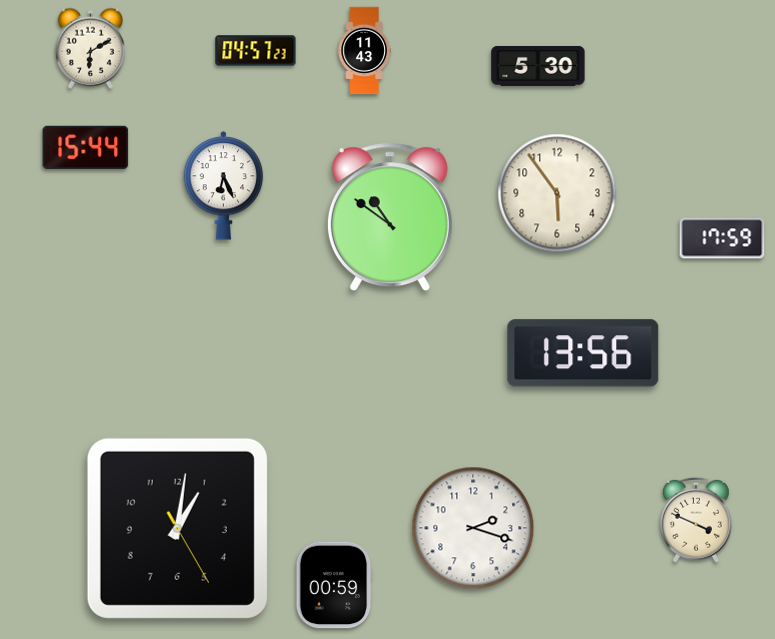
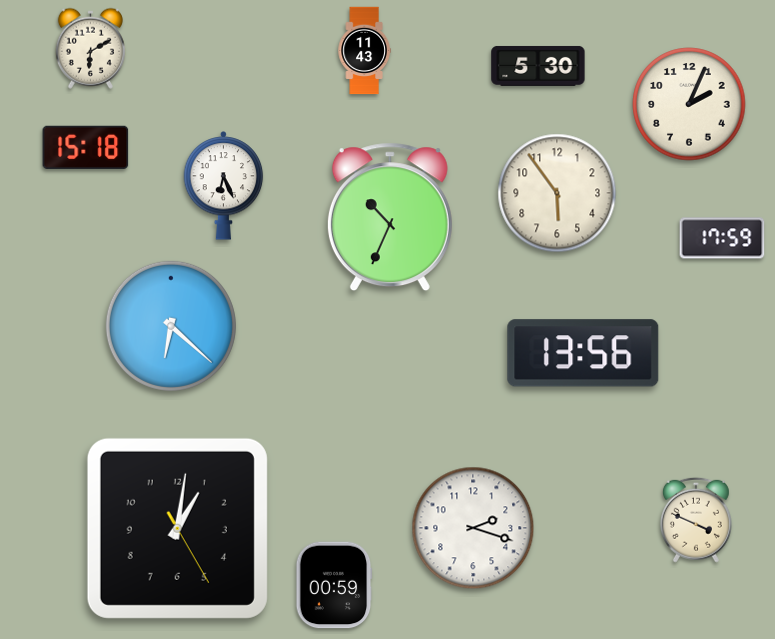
clock at (256, 51): 04:57 -> none
clock at (689, 104): none -> 2:04
clock at (86, 147): 15:44 -> 15:18
clock at (390, 217): 10:51 -> 10:34
clock at (171, 326): none -> 6:22
